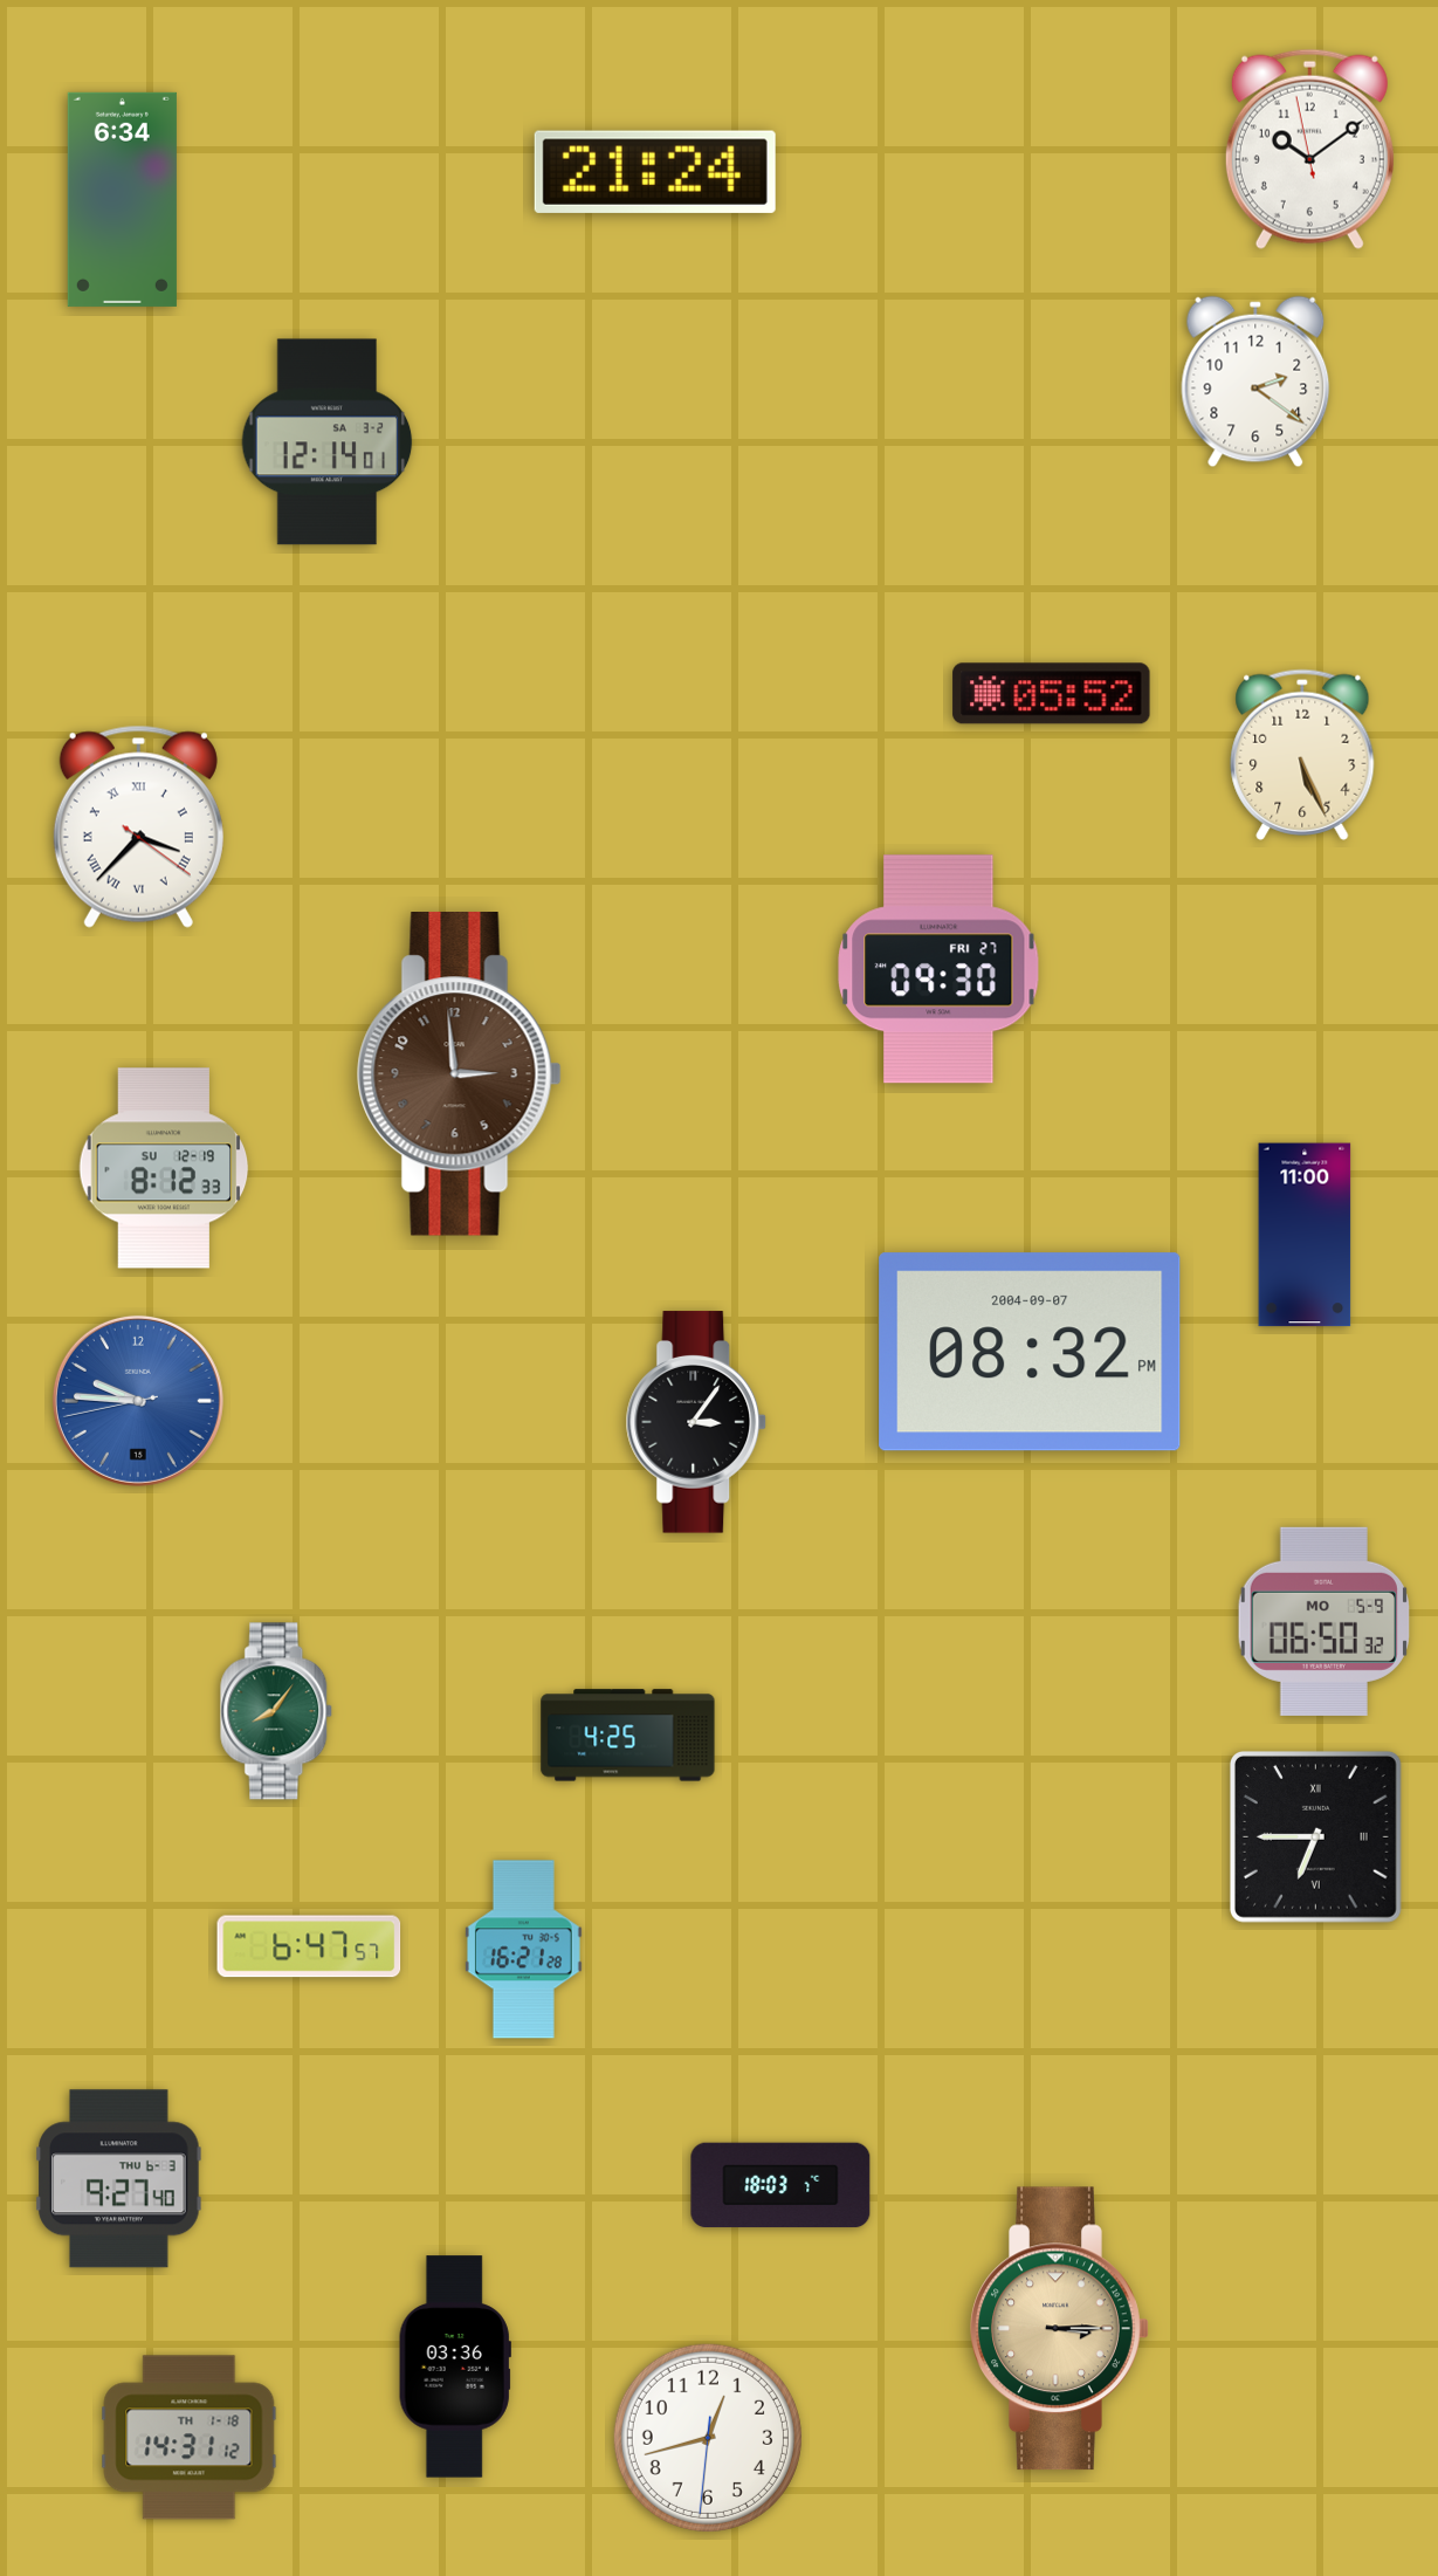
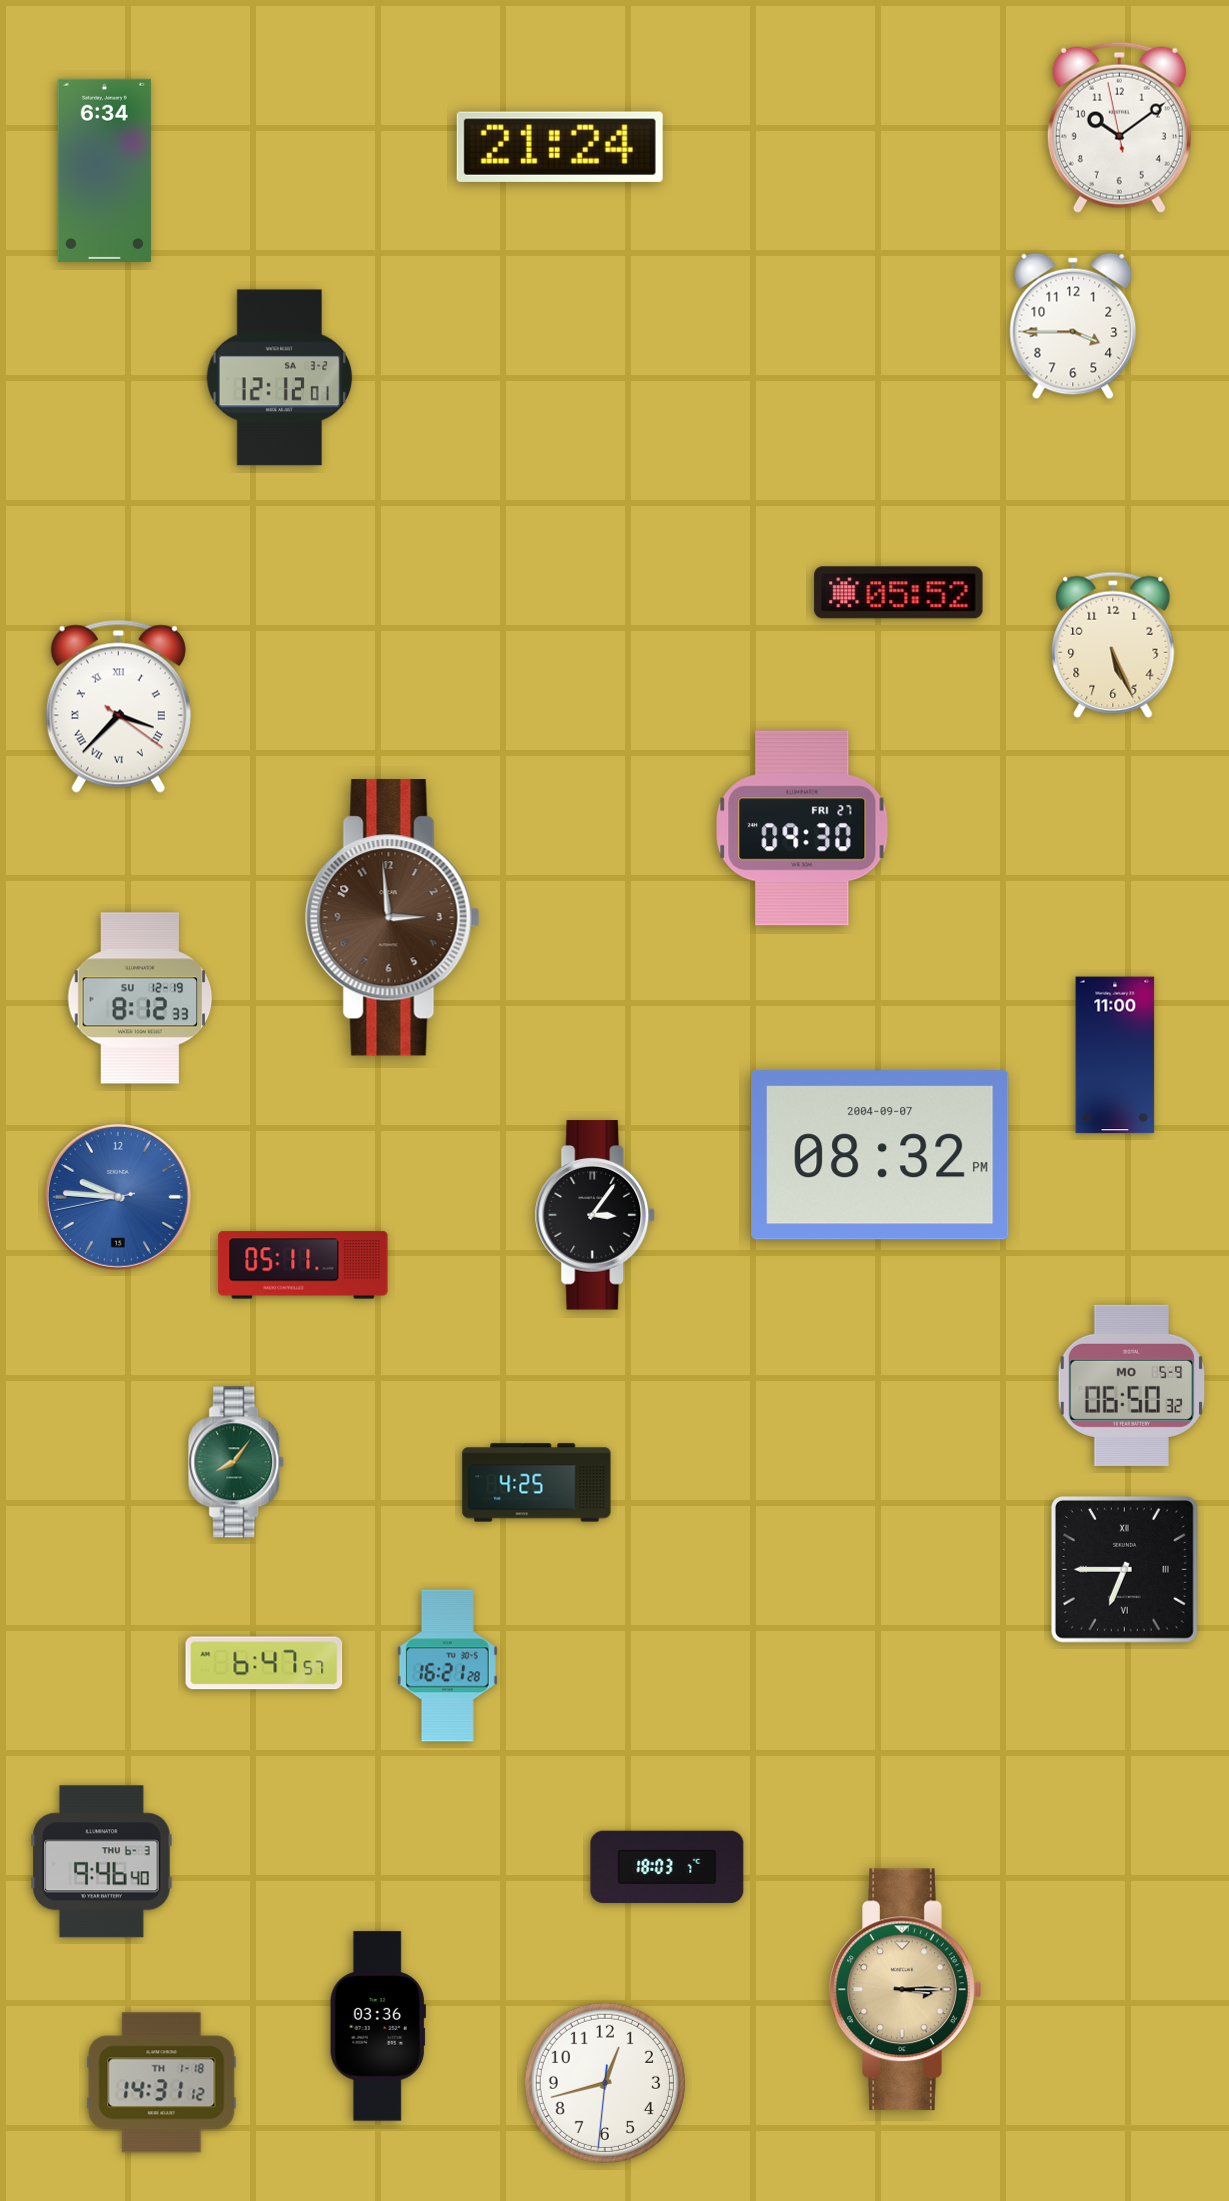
clock at (1255, 382): 2:21 -> 3:45
clock at (328, 442): 12:14 -> 12:12
clock at (303, 1265): none -> 05:11
clock at (119, 2179): 9:27 -> 9:46
clock at (455, 2367) position: (455, 2367) -> (378, 2026)
